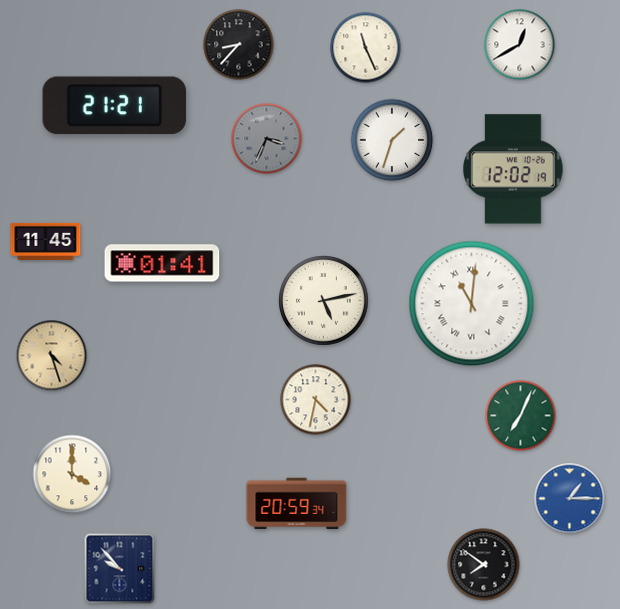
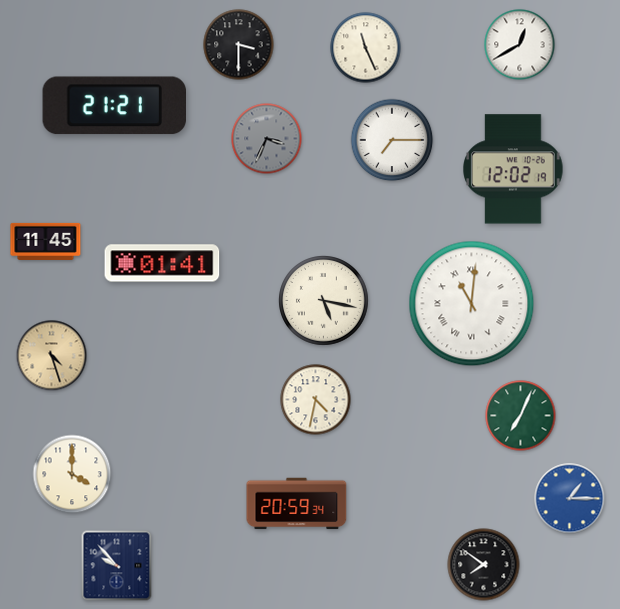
clock at (239, 45): 8:37 -> 3:30
clock at (392, 140): 1:33 -> 7:15
clock at (324, 301): 5:13 -> 5:17
clock at (120, 569) position: (120, 569) -> (117, 566)
